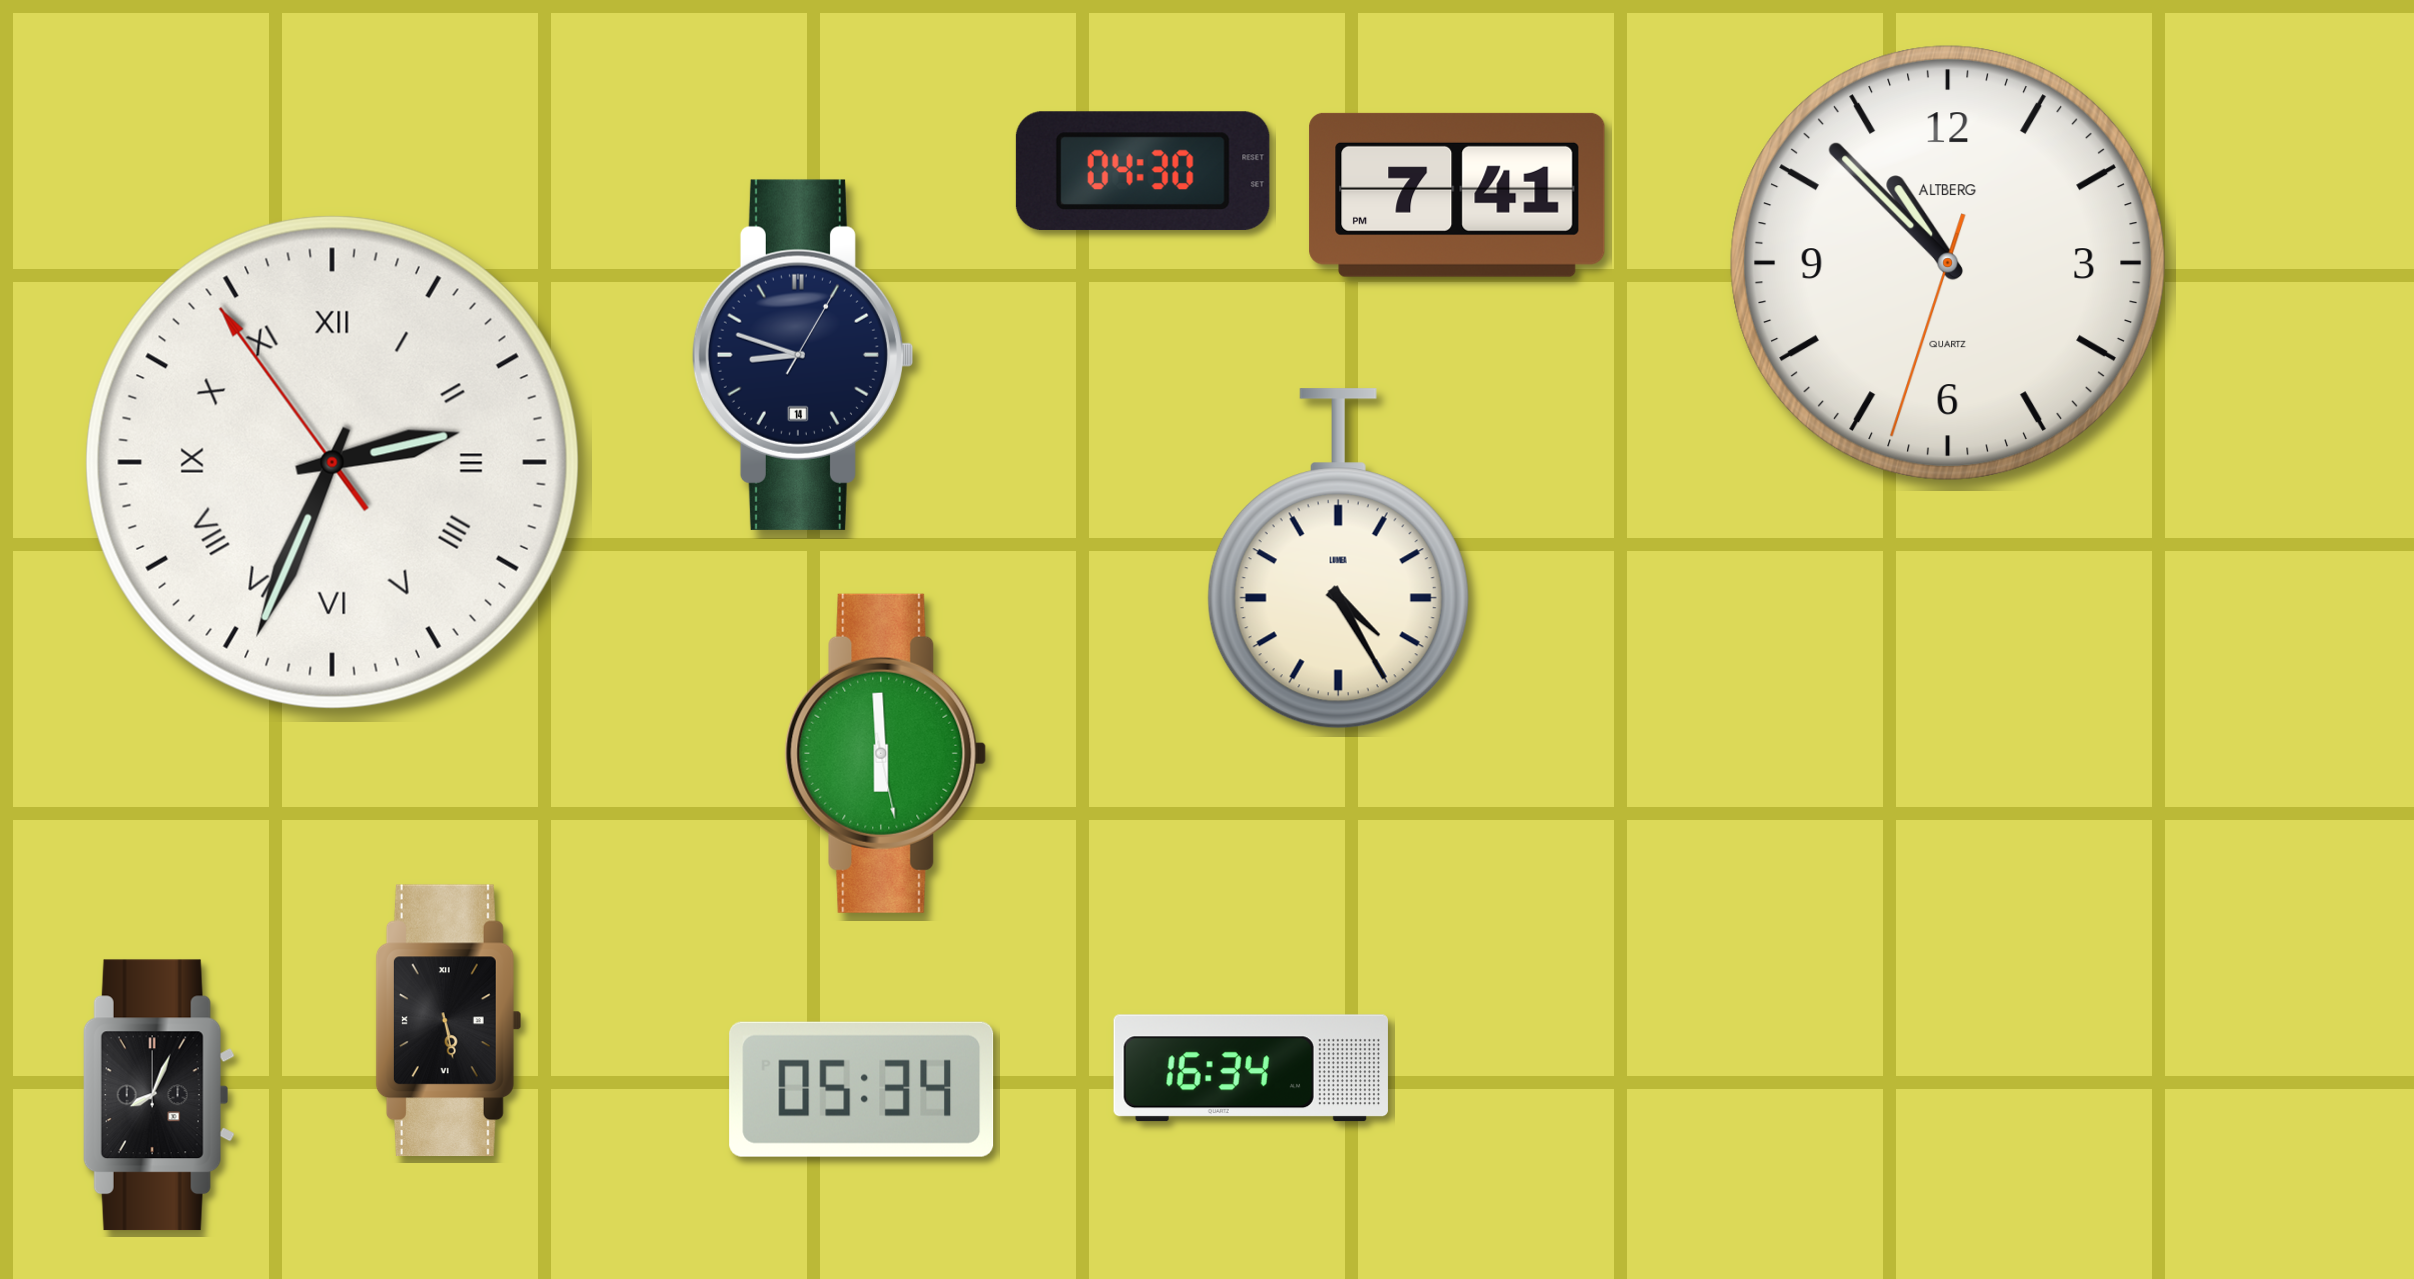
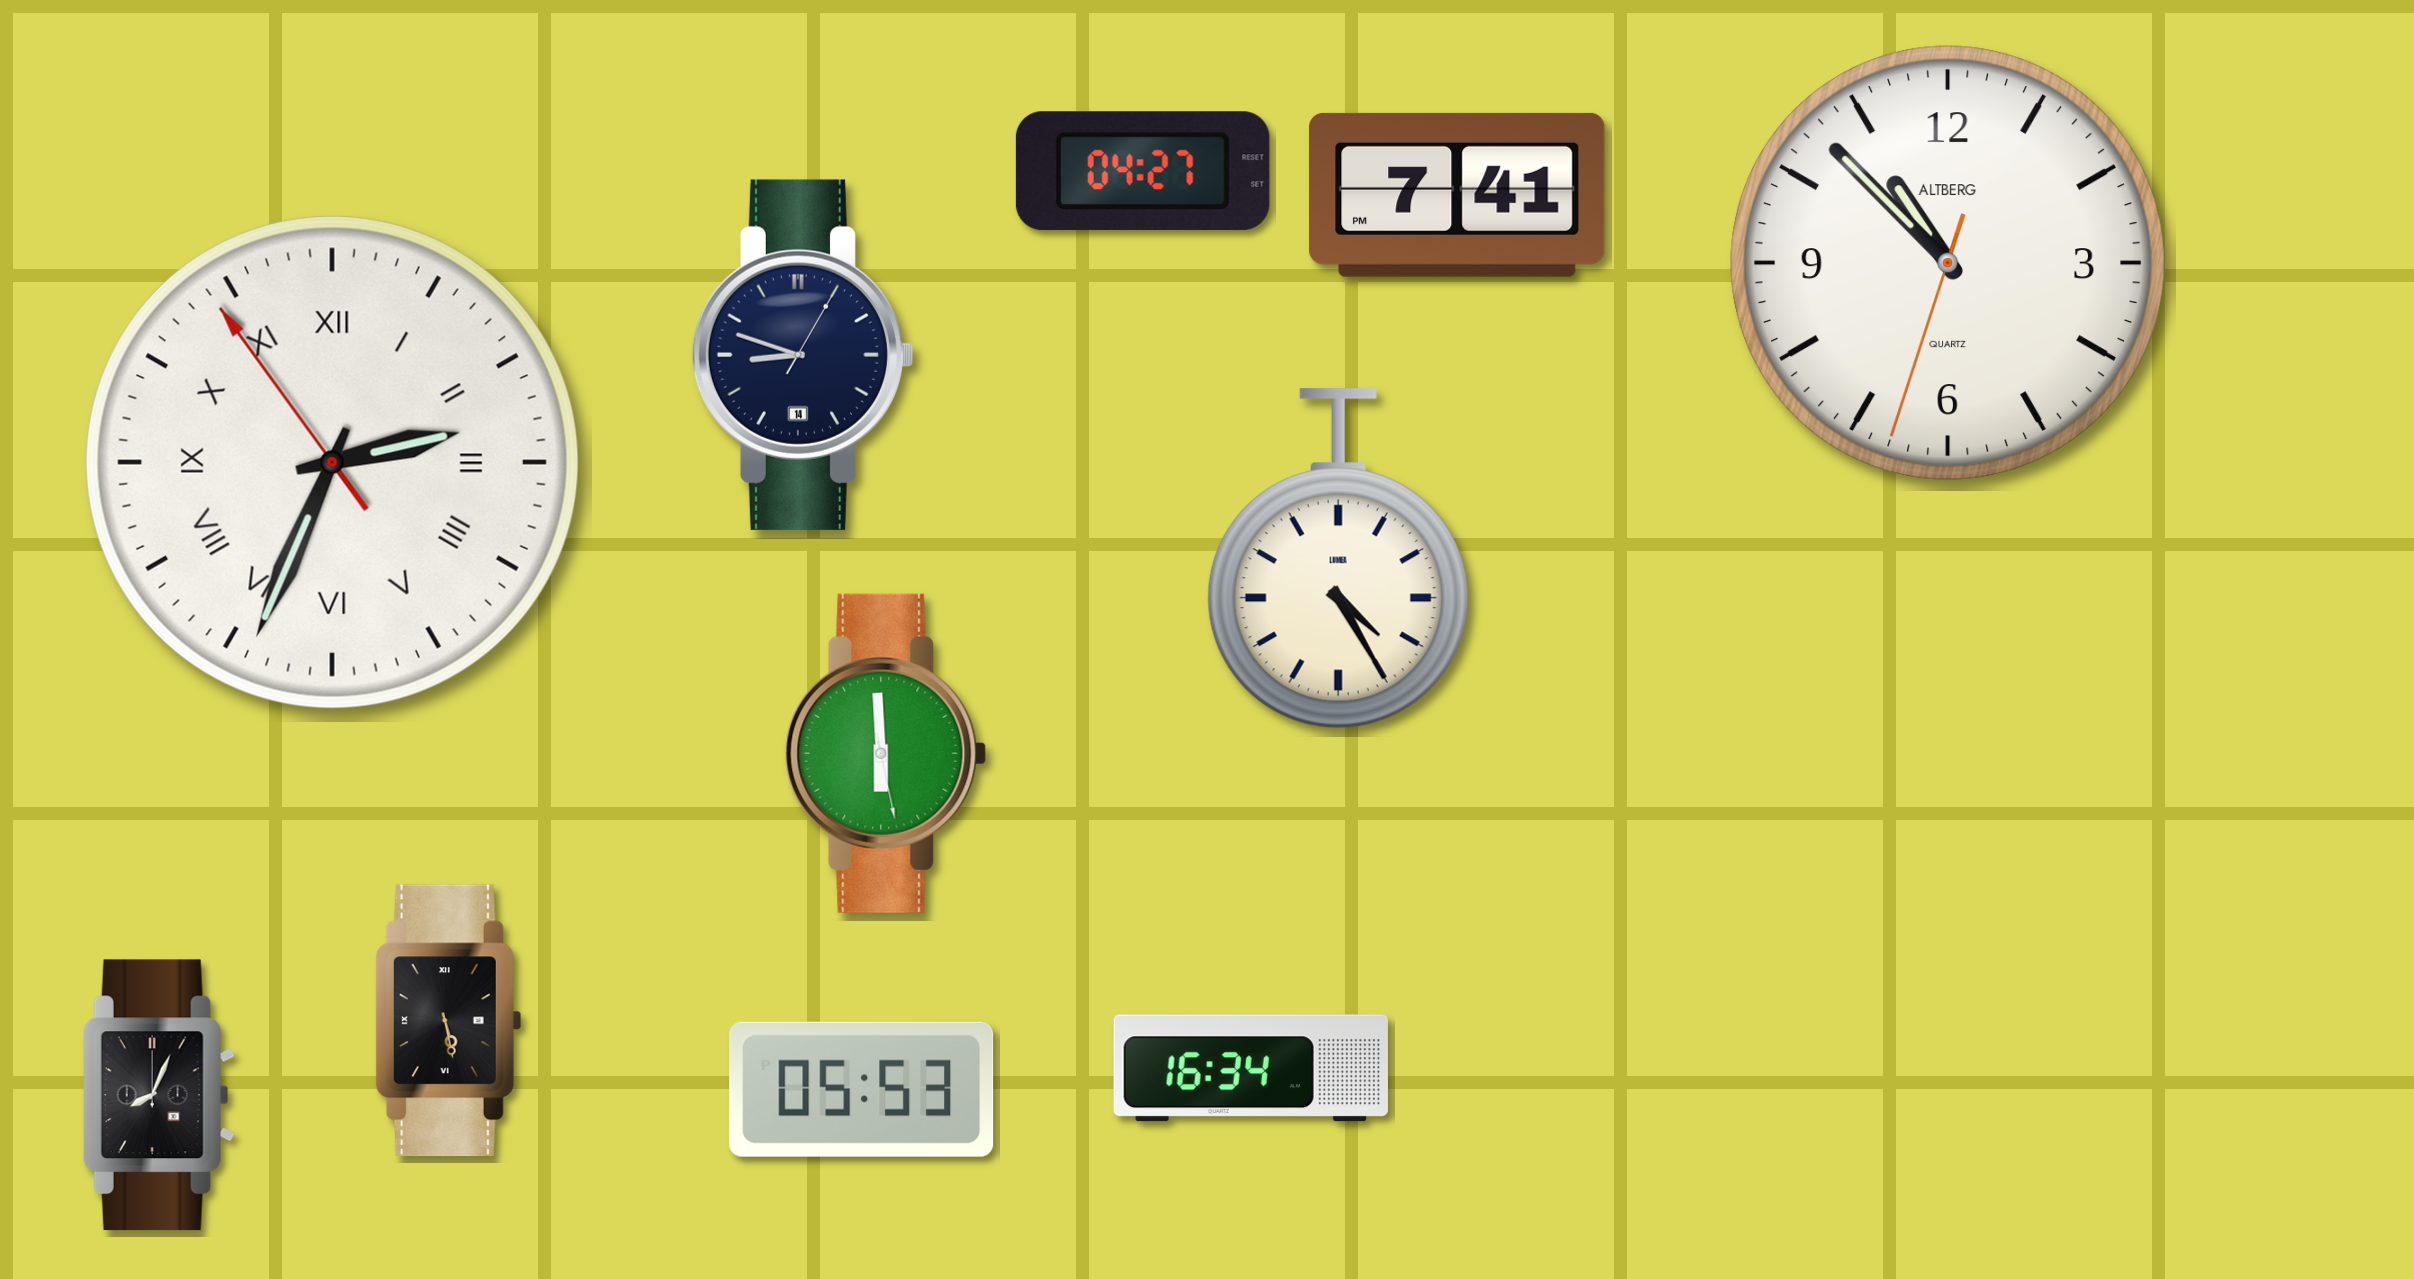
clock at (1143, 171): 04:30 -> 04:27
clock at (862, 1089): 05:34 -> 05:53
